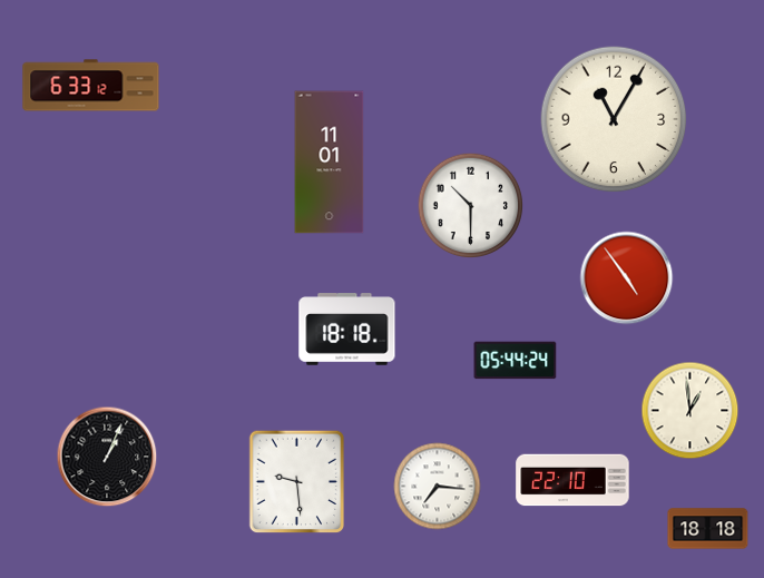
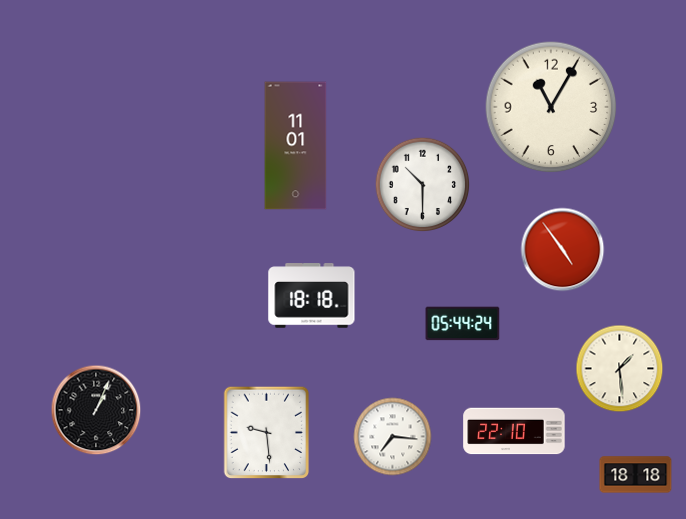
clock at (91, 86): 6:33 -> none
clock at (690, 411): 12:59 -> 1:29
